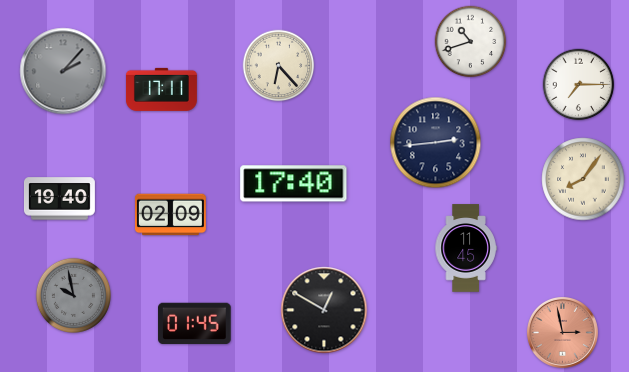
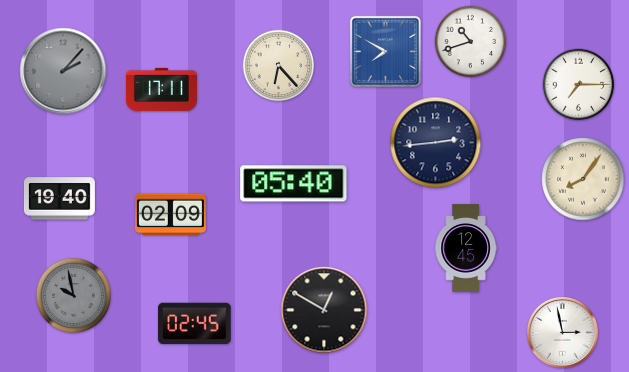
clock at (385, 51): none -> 7:50
clock at (294, 184): 17:40 -> 05:40
clock at (466, 248): 11:45 -> 12:45
clock at (195, 323): 01:45 -> 02:45
clock at (562, 332) dial: salmon -> white
